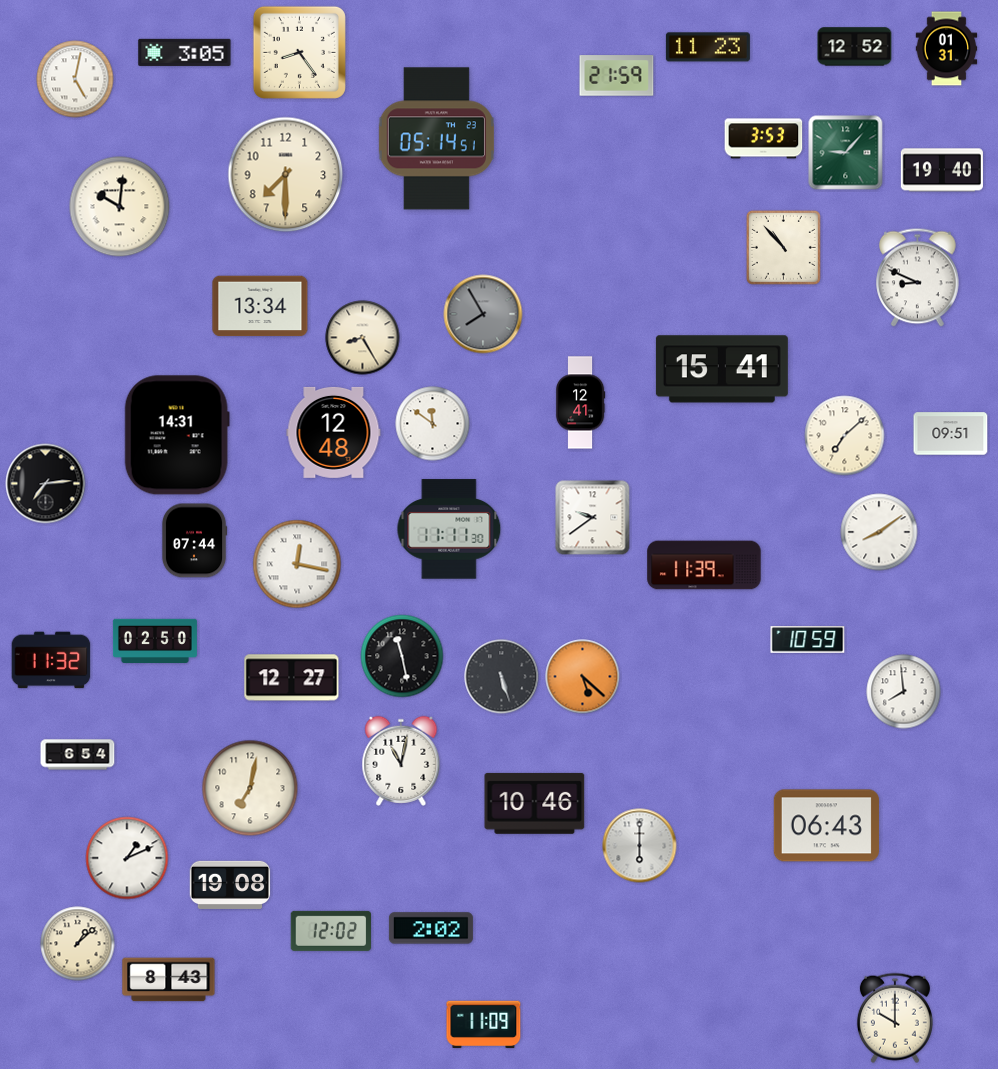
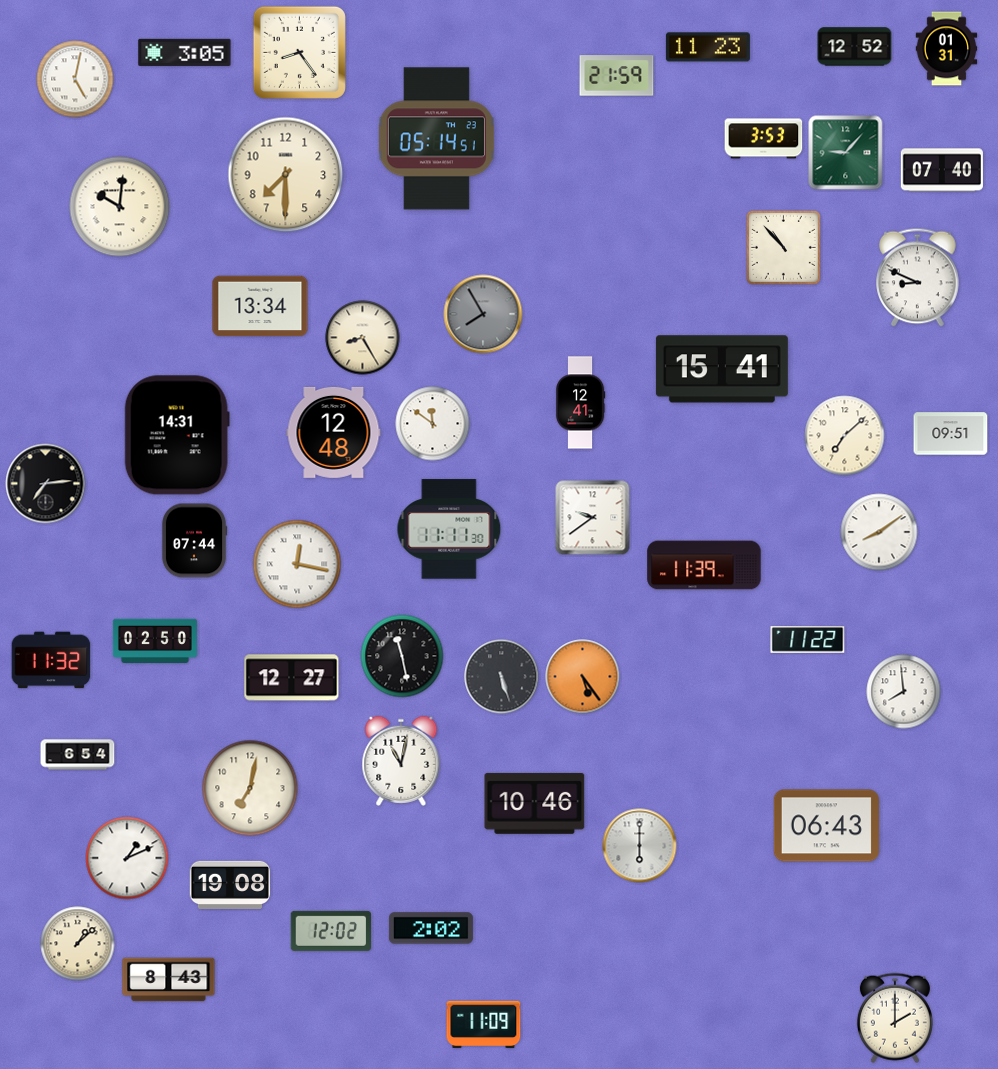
clock at (942, 170): 19:40 -> 07:40
clock at (808, 640): 10:59 -> 11:22
clock at (583, 677): 5:22 -> 5:24
clock at (895, 1018): 10:00 -> 2:00
